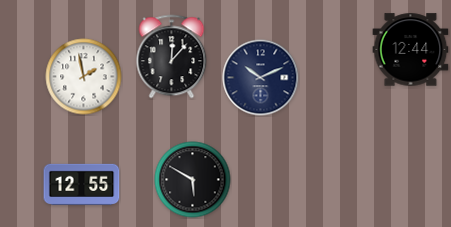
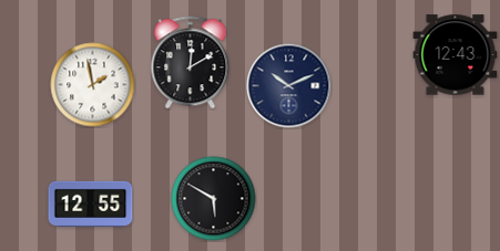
clock at (411, 50): 12:44 -> 12:43
clock at (172, 57): 12:07 -> 12:10
